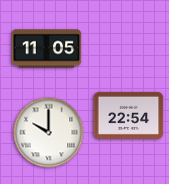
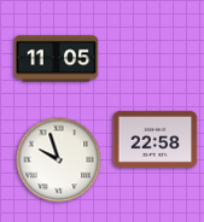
clock at (129, 115): 22:54 -> 22:58
clock at (49, 133): 10:00 -> 9:57
